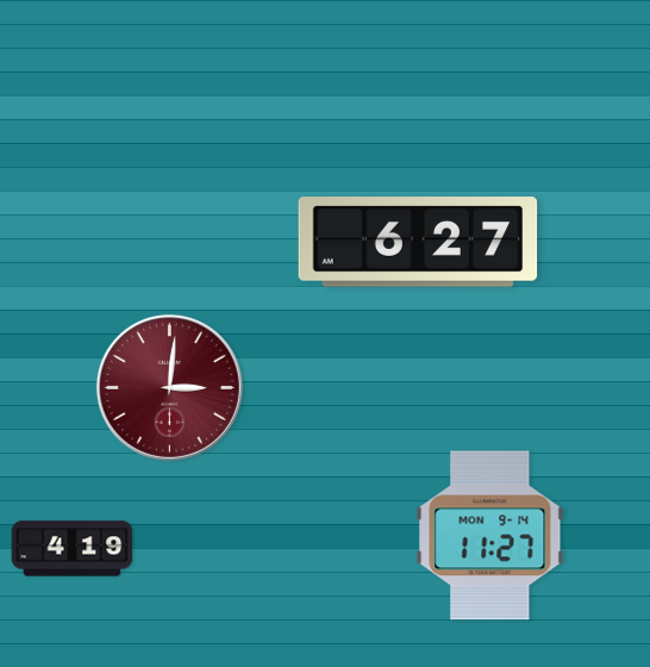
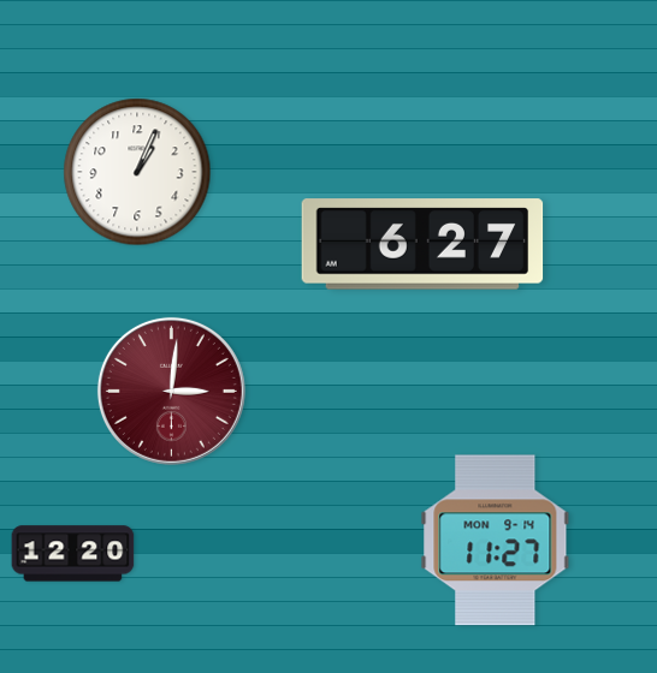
clock at (137, 172): none -> 1:04
clock at (73, 549): 4:19 -> 12:20
